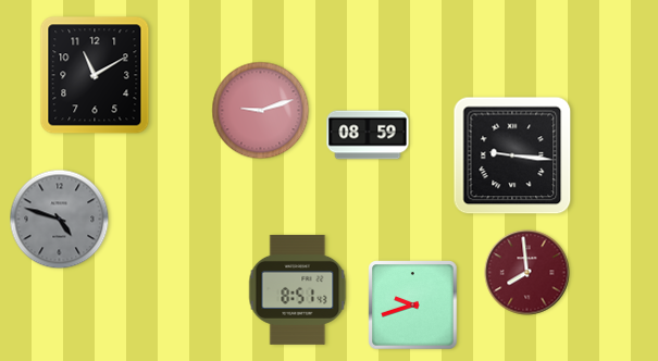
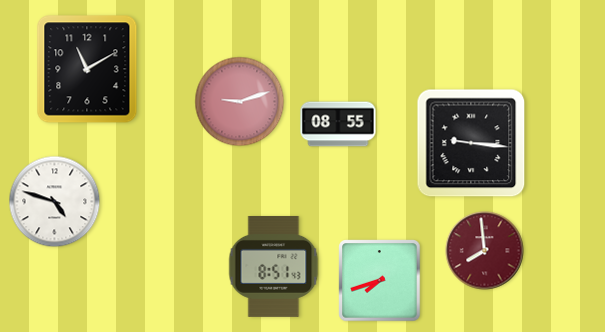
clock at (368, 135): 08:59 -> 08:55
clock at (60, 220) dial: grey -> white
clock at (413, 306): 9:42 -> 7:42
